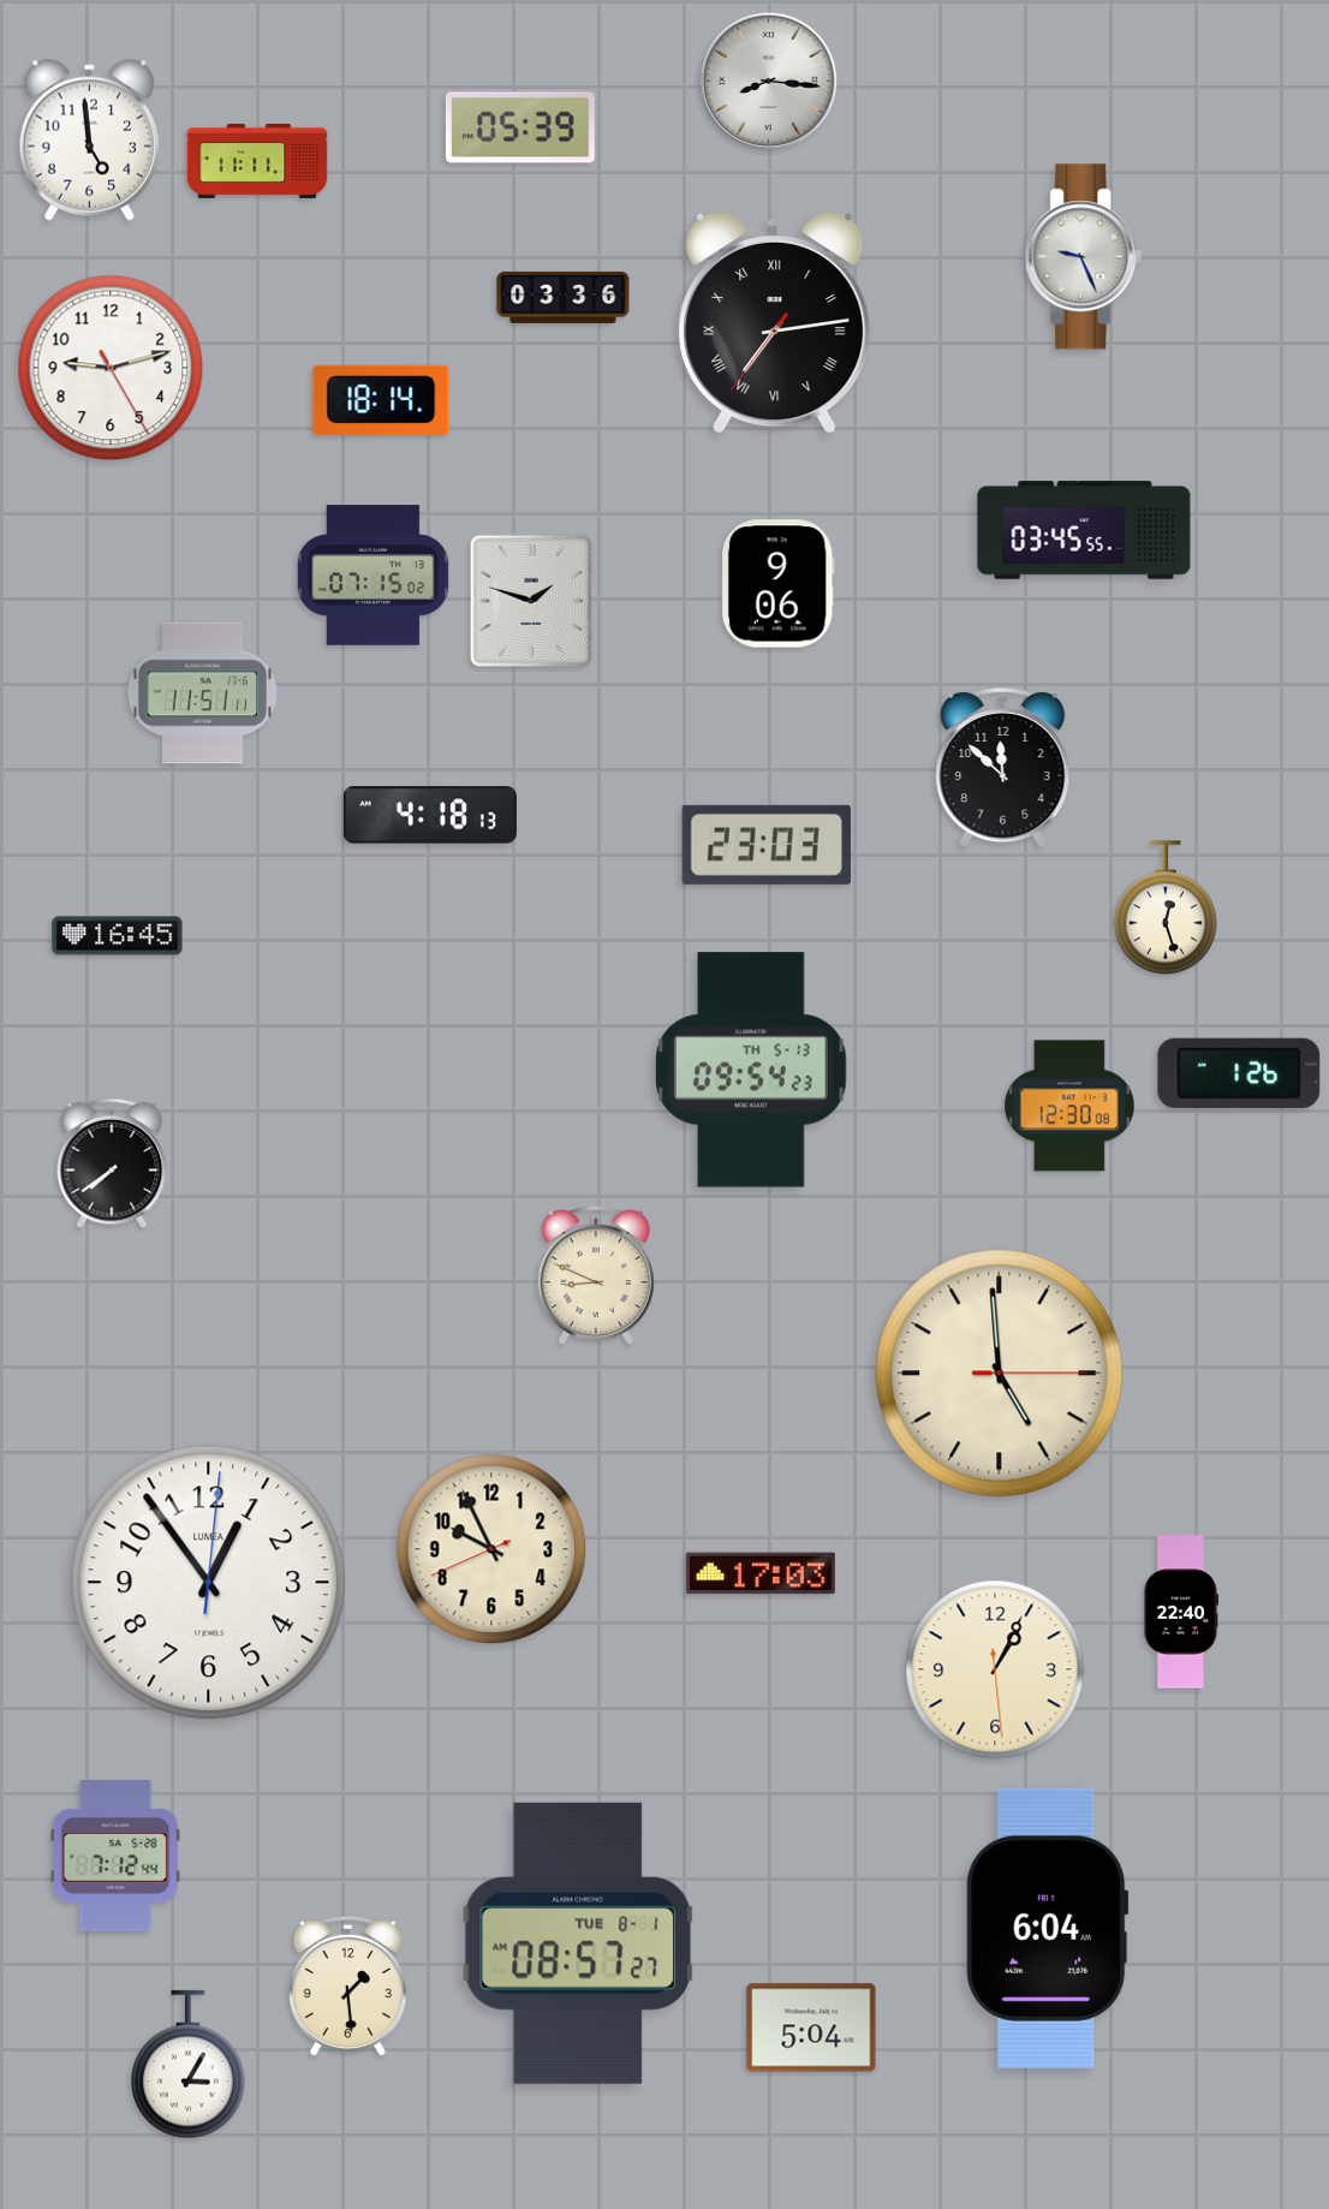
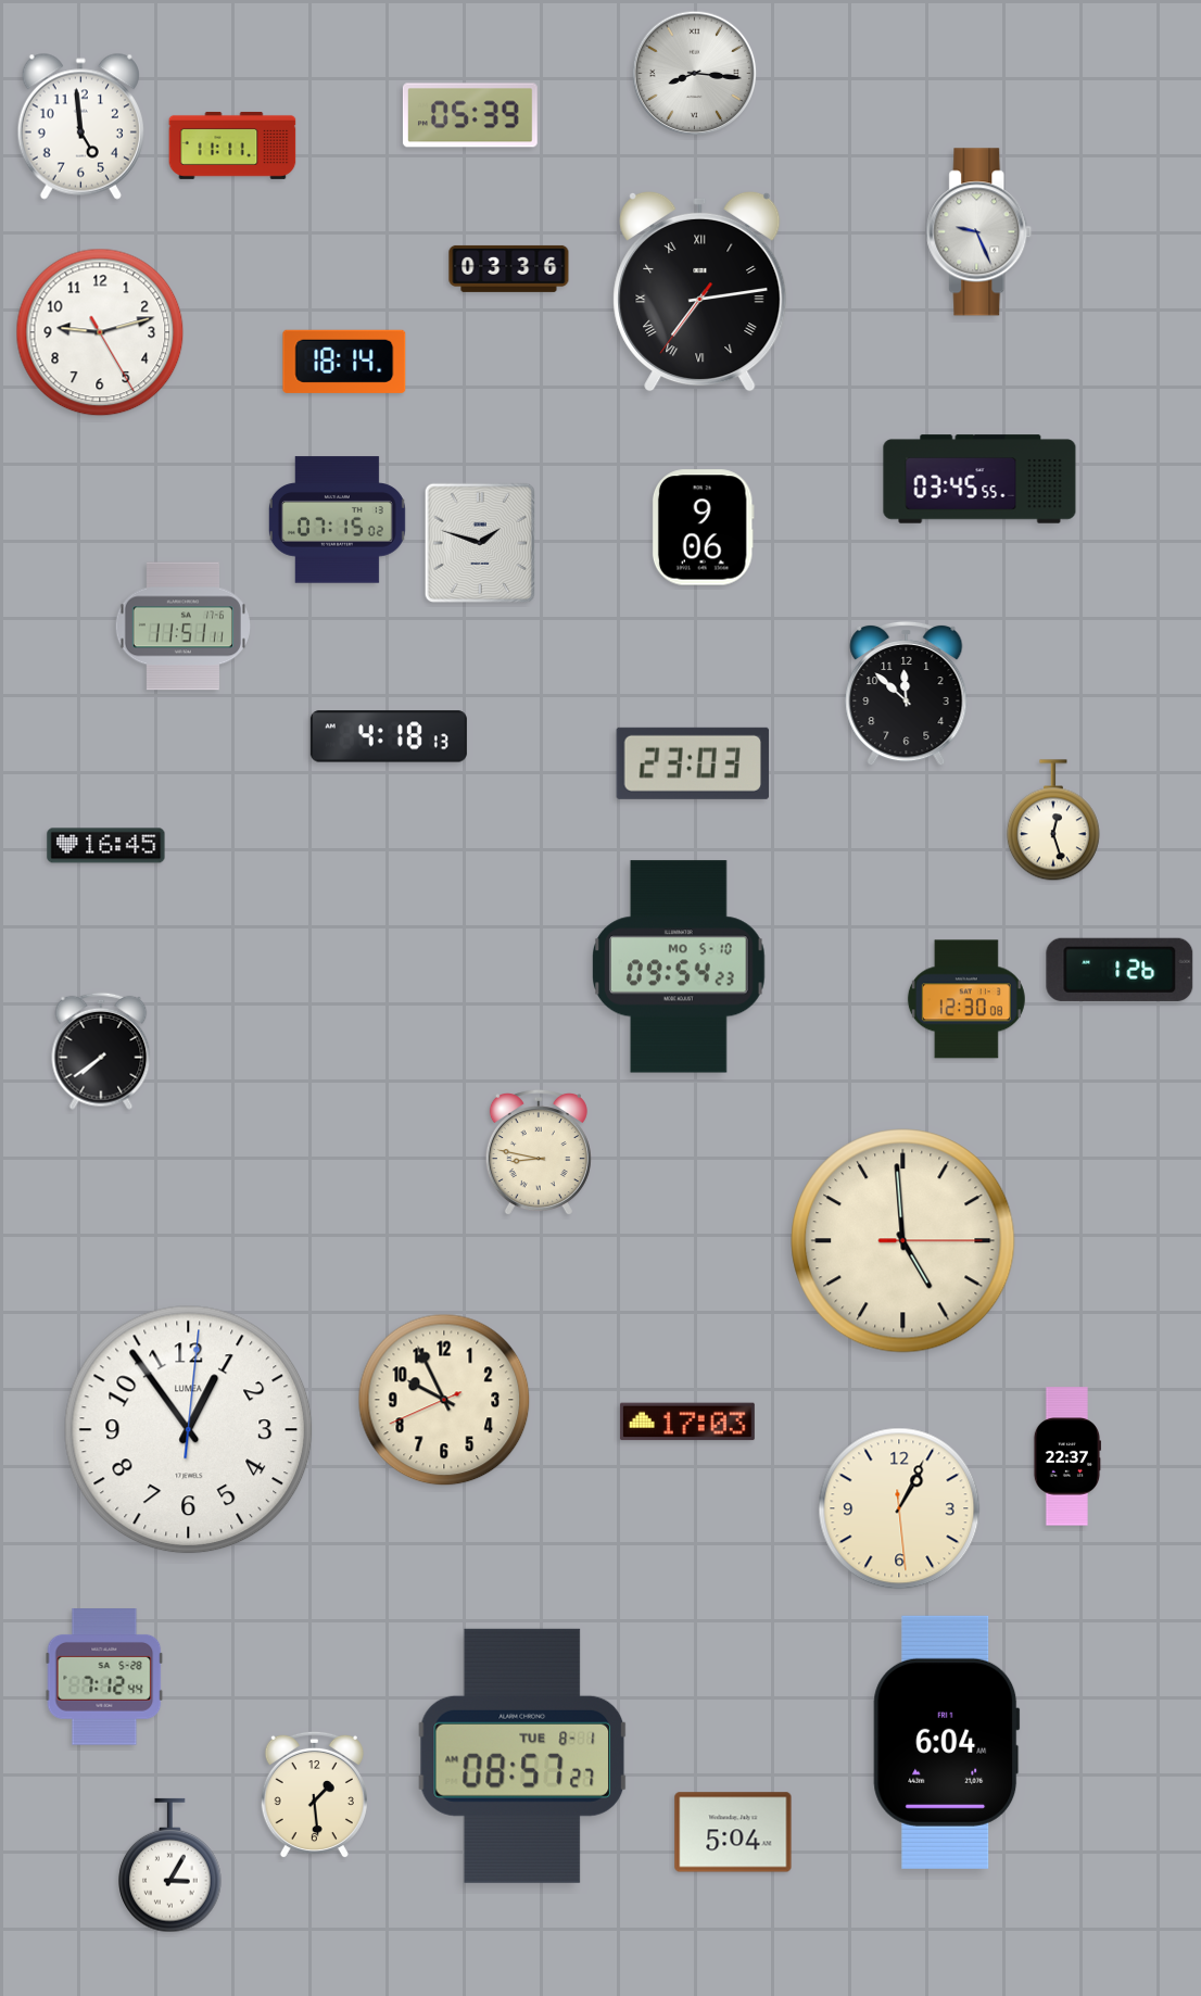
clock at (752, 1070) date: TH 5-13 -> MO 5-10
clock at (596, 1275): 8:49 -> 8:47
clock at (1180, 1612): 22:40 -> 22:37
